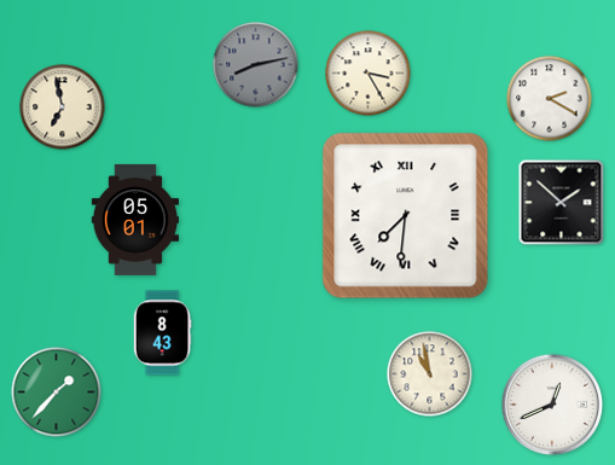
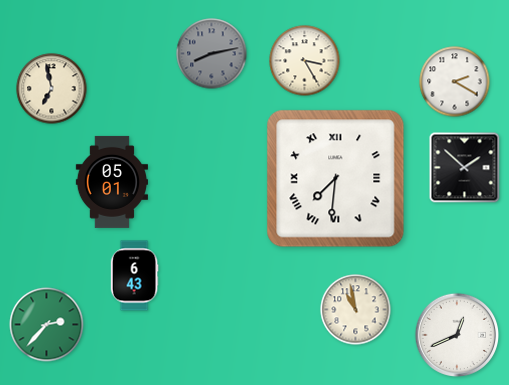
clock at (162, 333): 8:43 -> 6:43
clock at (57, 393): 1:37 -> 2:37
